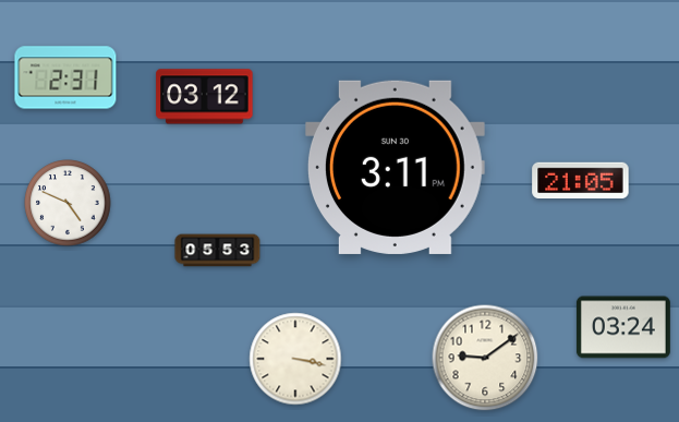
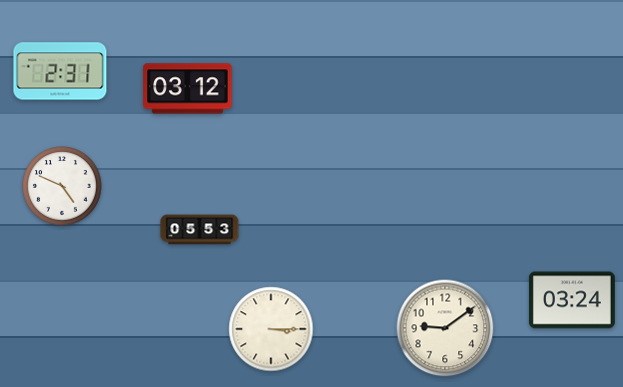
clock at (395, 167): 3:11 -> none
clock at (581, 180): 21:05 -> none
clock at (295, 359): 3:17 -> 3:15
